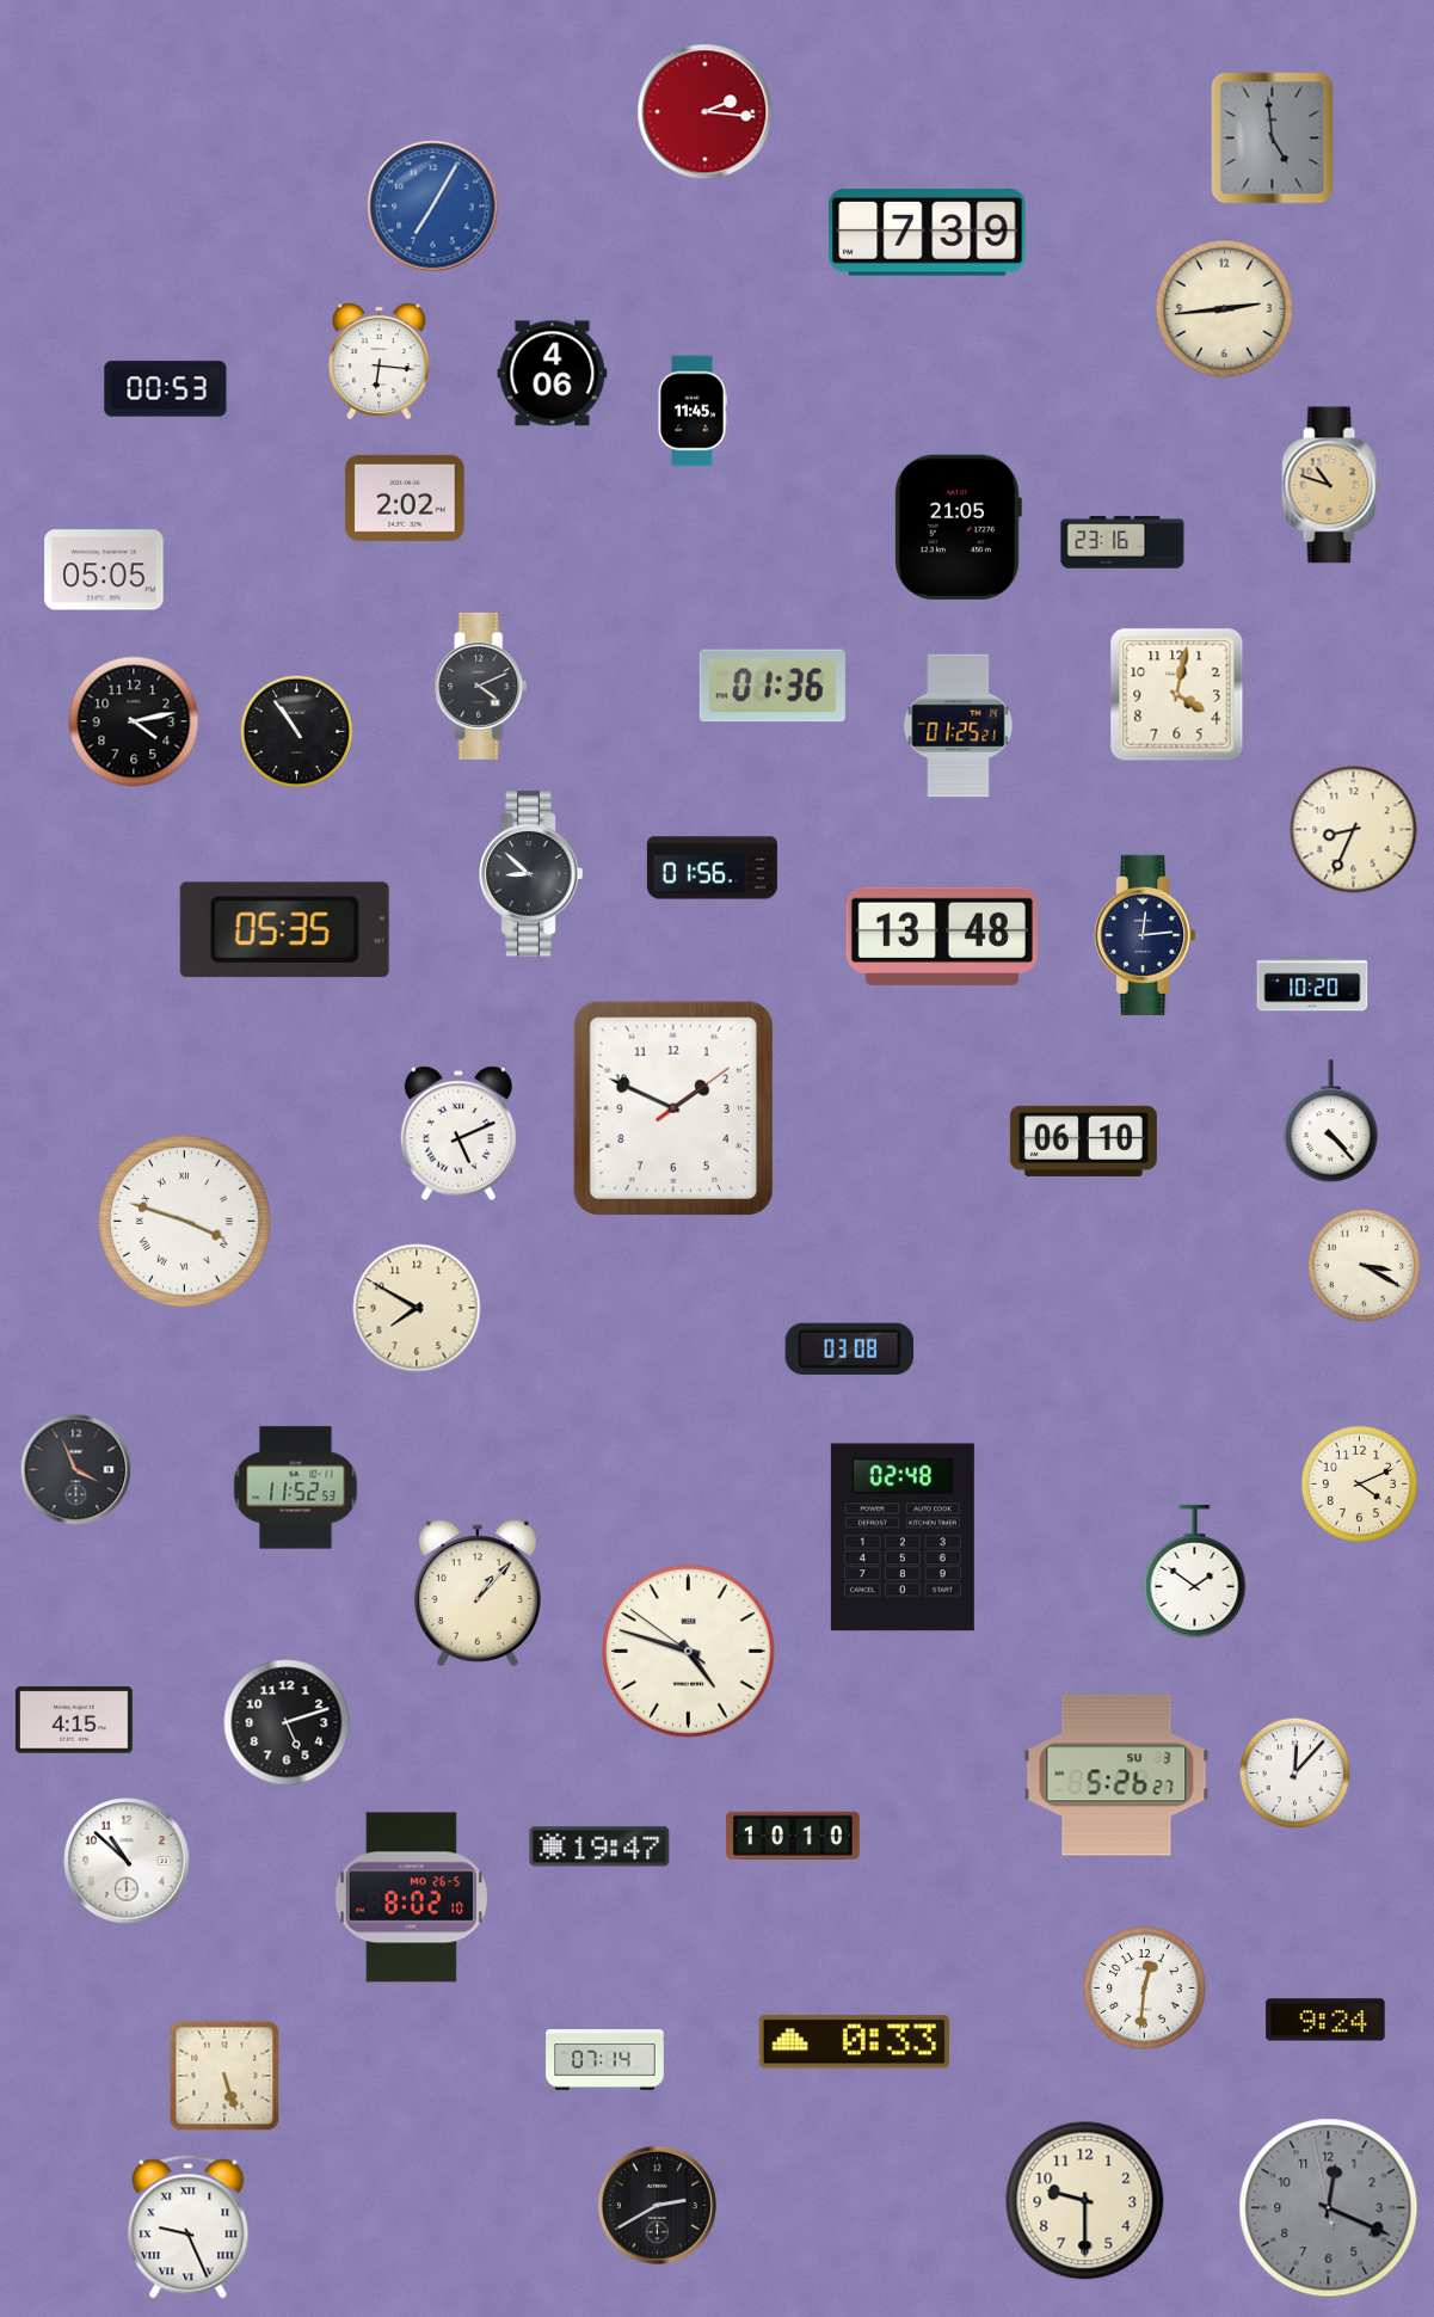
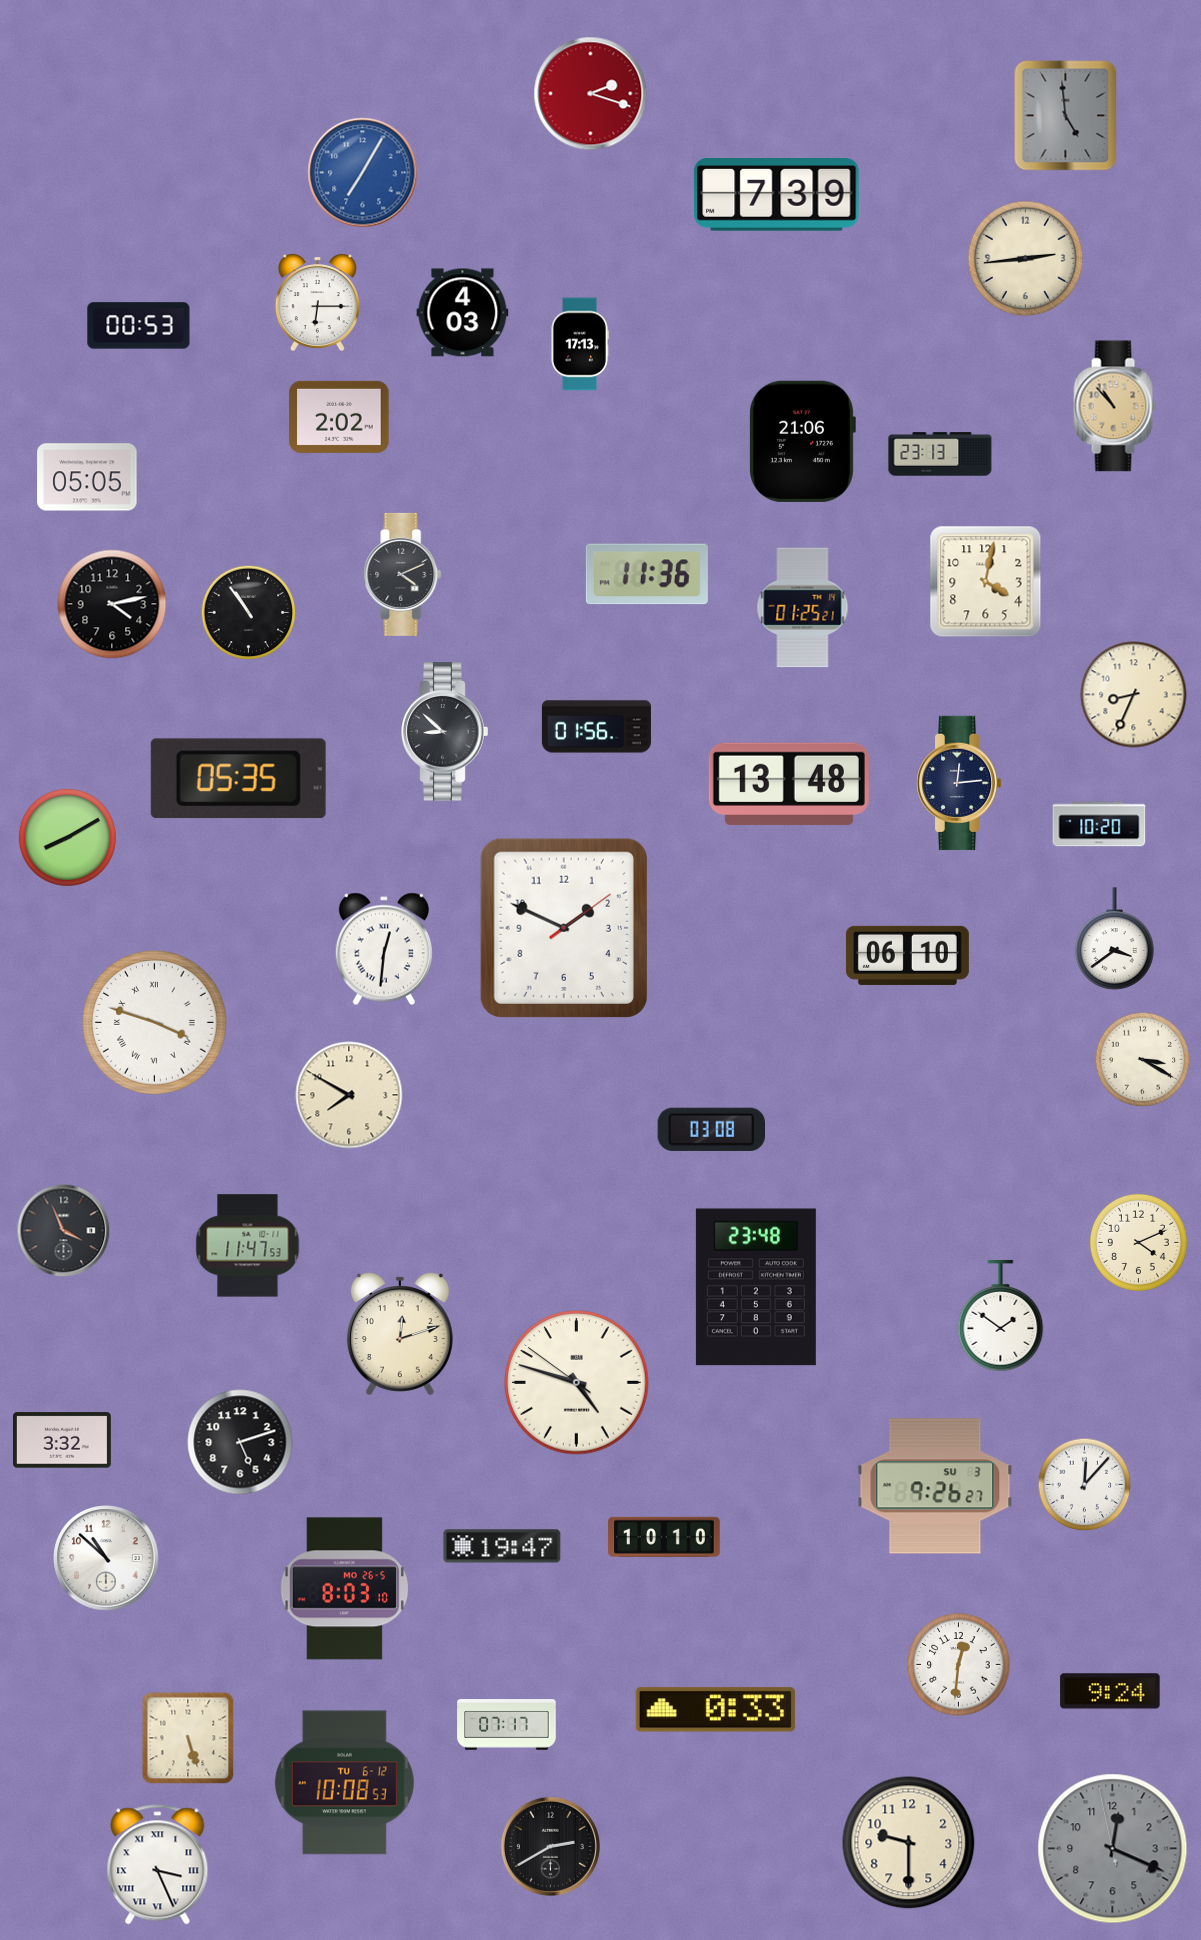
clock at (706, 112): 2:16 -> 2:18
clock at (378, 362): 6:16 -> 6:15
clock at (553, 374): 4:06 -> 4:03
clock at (693, 411): 11:45 -> 17:13
clock at (1331, 485): 10:48 -> 10:53
clock at (959, 527): 21:05 -> 21:06
clock at (1122, 542): 23:16 -> 23:13
clock at (773, 686): 01:36 -> 11:36
clock at (67, 837): none -> 8:10
clock at (1331, 1121): 4:23 -> 3:39
clock at (458, 1133): 5:11 -> 12:31
clock at (296, 1488): 11:52 -> 11:47
clock at (903, 1537): 02:48 -> 23:48
clock at (478, 1593): 1:07 -> 12:12
clock at (74, 1720): 4:15 -> 3:32
clock at (1116, 1775): 5:26 -> 9:26
clock at (412, 1898): 8:02 -> 8:03
clock at (605, 2060): 07:14 -> 07:17
clock at (344, 1783): none -> 10:08
clock at (189, 2227): 9:26 -> 3:26
